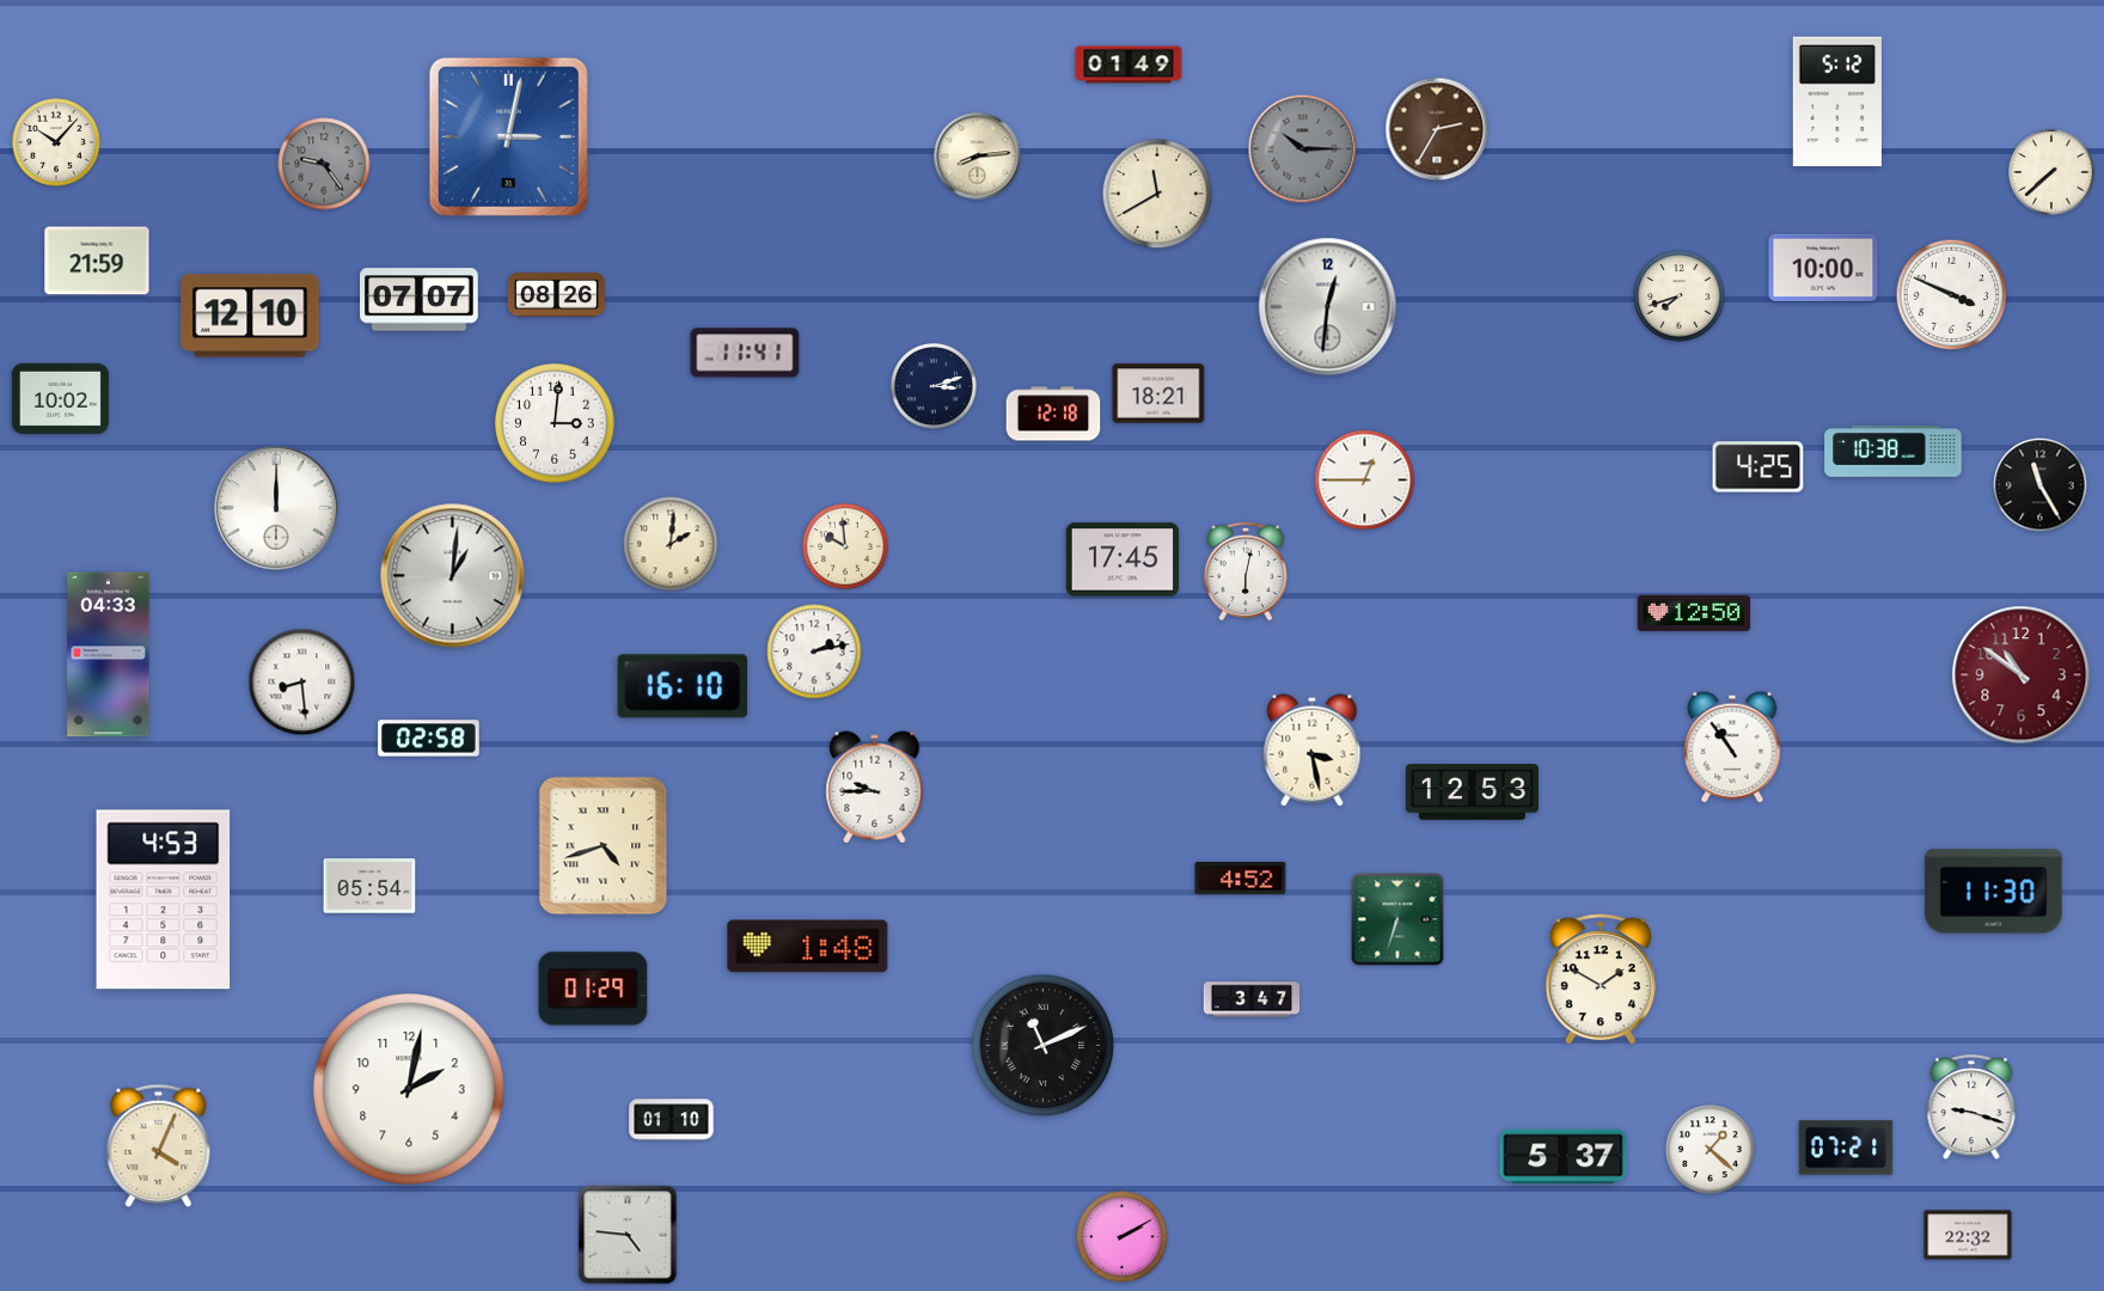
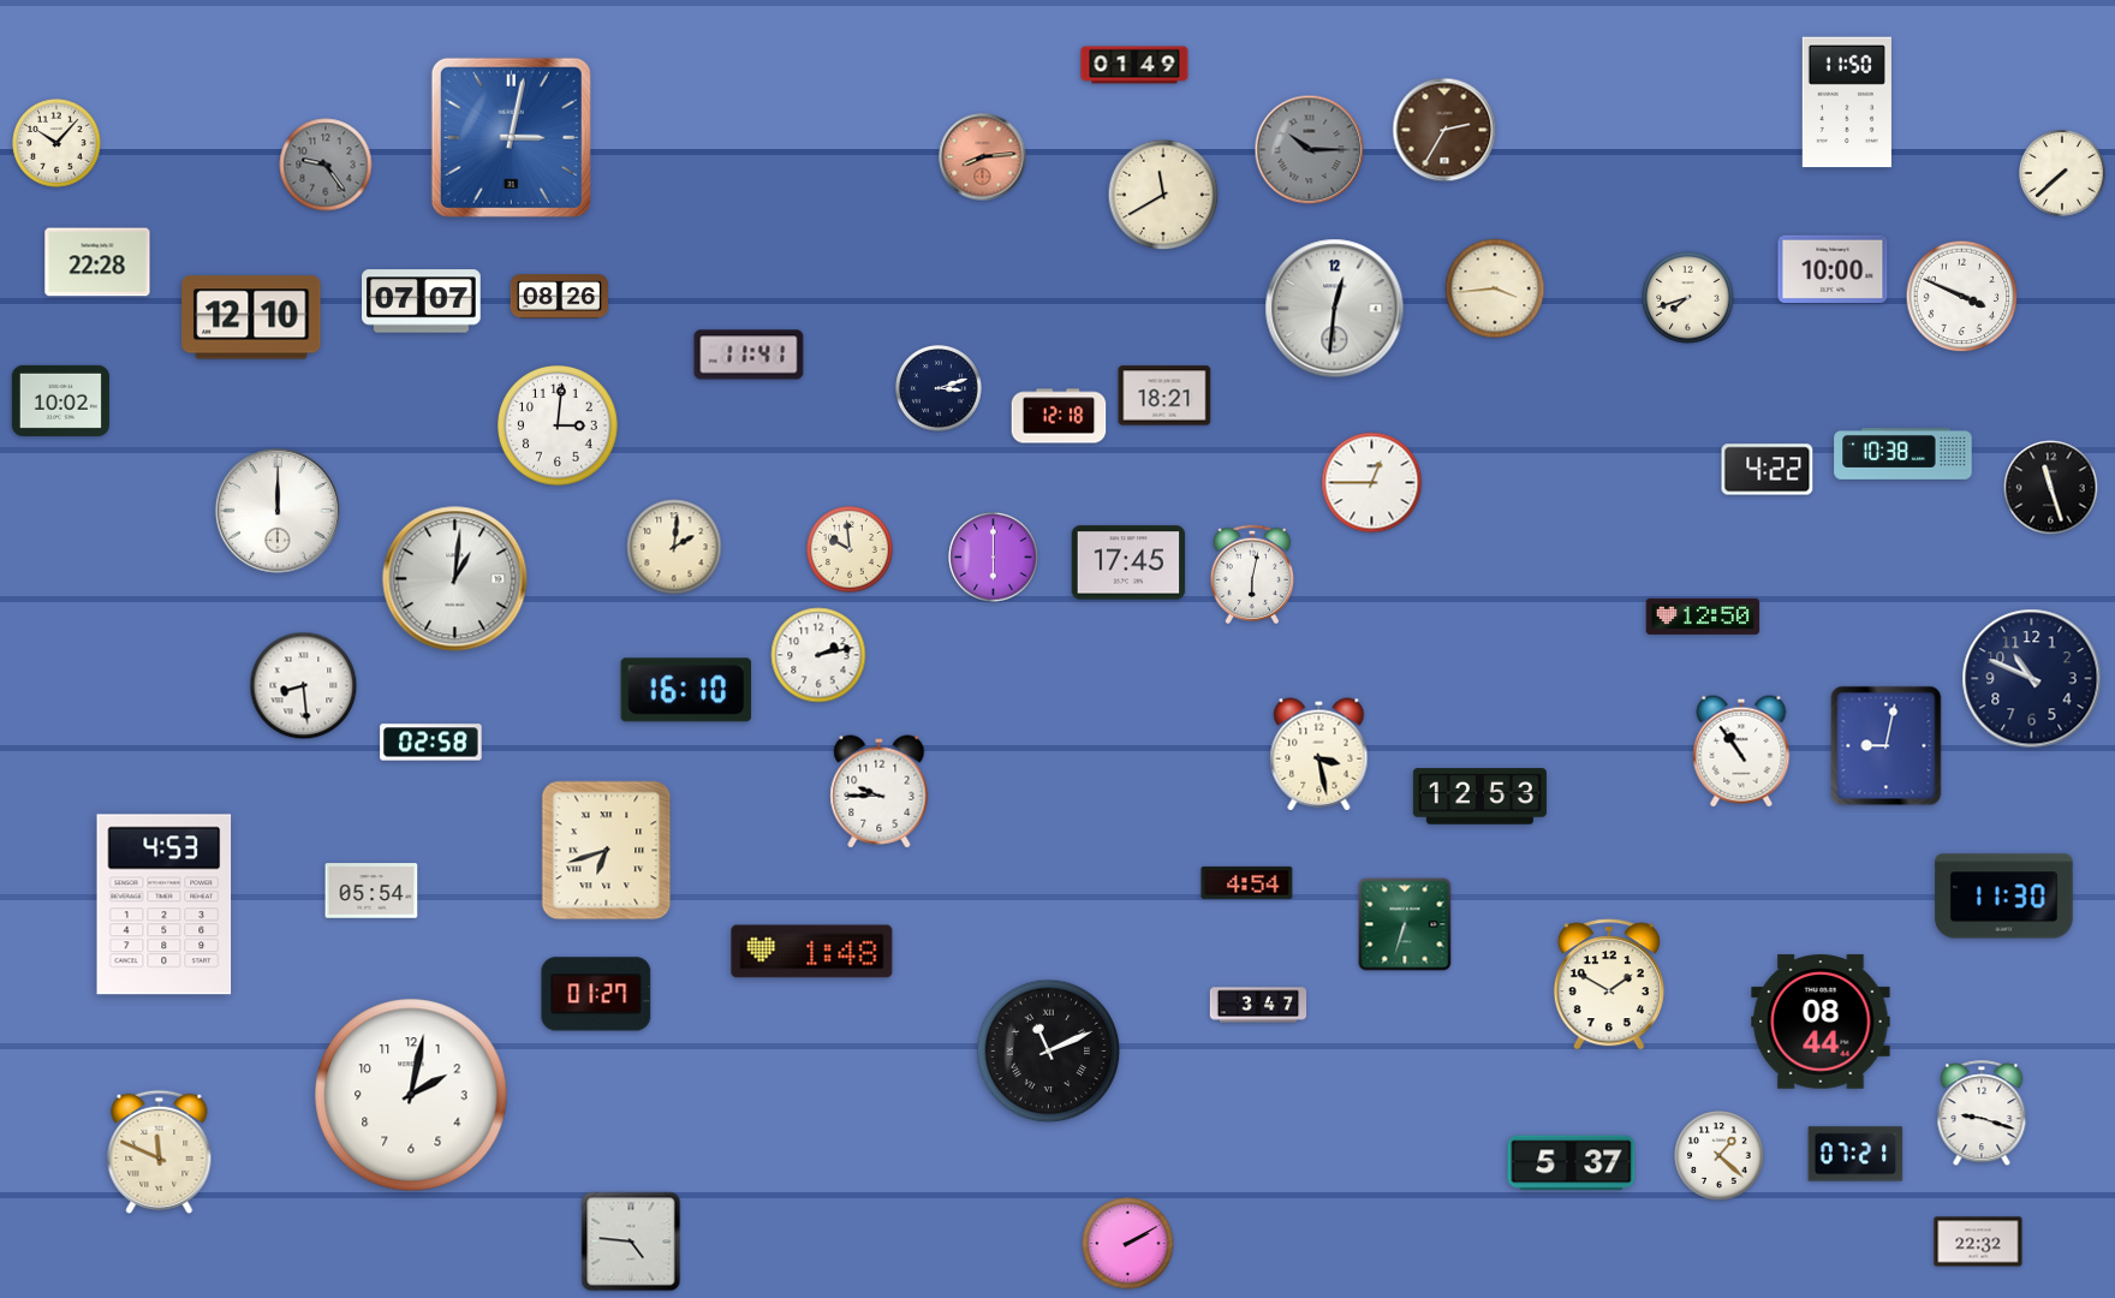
clock at (1837, 102): 5:12 -> 11:50
clock at (978, 157) dial: cream -> salmon
clock at (97, 261): 21:59 -> 22:28
clock at (1495, 288): none -> 3:44
clock at (1759, 467): 4:25 -> 4:22
clock at (2041, 485): 11:25 -> 11:27
clock at (994, 558): none -> 6:00
clock at (109, 655): 04:33 -> none
clock at (2022, 675): 10:51 -> 10:49
clock at (2022, 675) dial: burgundy -> navy
clock at (1887, 746): none -> 9:02
clock at (604, 846): 4:42 -> 6:42
clock at (1241, 877): 4:52 -> 4:54
clock at (593, 989): 01:29 -> 01:27
clock at (1821, 1022): none -> 08:44
clock at (672, 1120): 01:10 -> none
clock at (159, 1145): 4:04 -> 11:49
